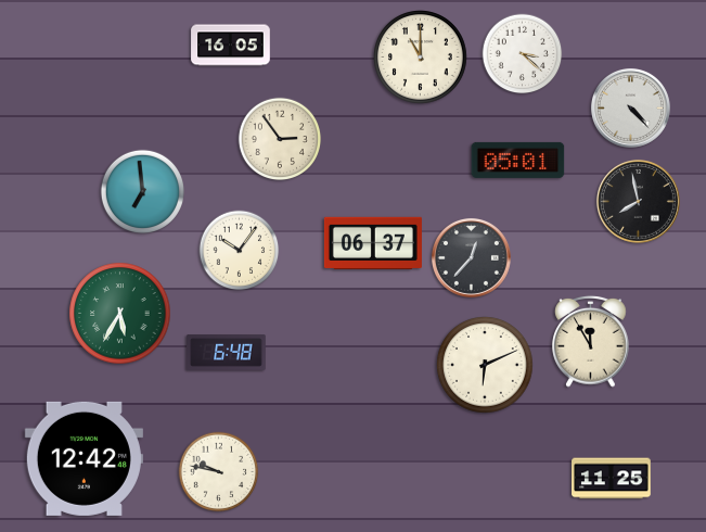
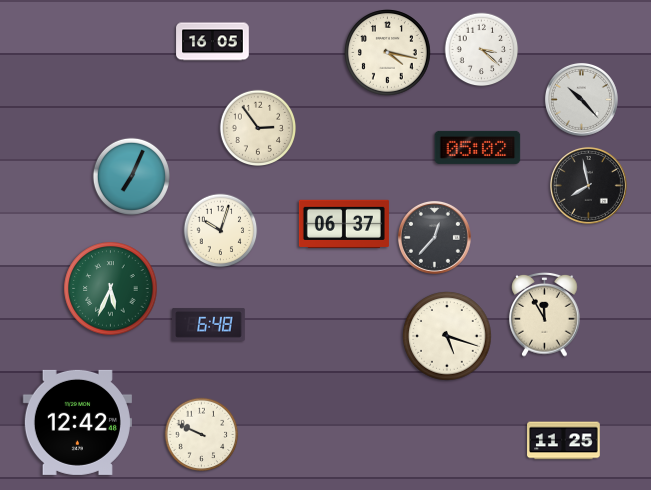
clock at (421, 58): 11:00 -> 4:17
clock at (630, 107): 4:23 -> 10:23
clock at (518, 160): 05:01 -> 05:02
clock at (142, 191): 6:59 -> 7:04
clock at (240, 251): 10:06 -> 10:03
clock at (120, 314): 5:35 -> 5:34
clock at (485, 365): 6:11 -> 5:18
clock at (219, 472): 9:47 -> 9:49
